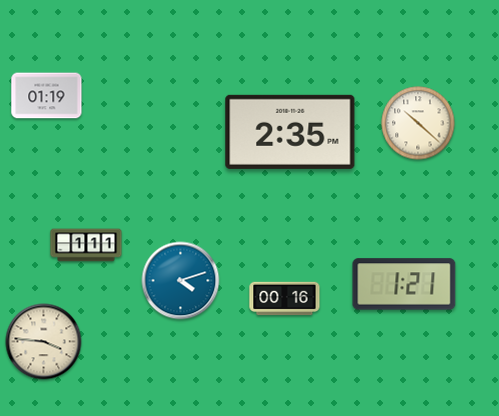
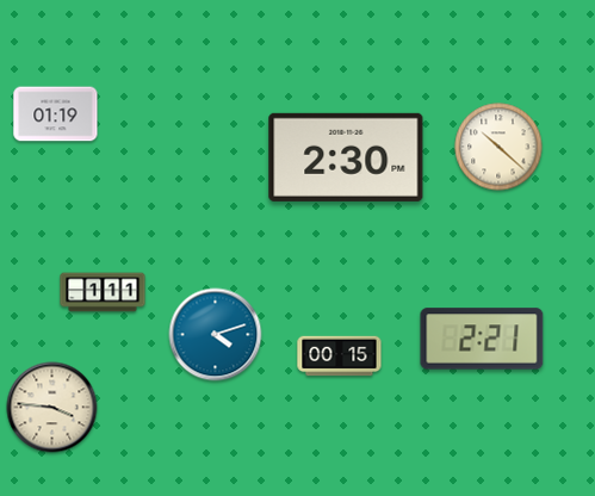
clock at (290, 132): 2:35 -> 2:30
clock at (404, 284): 1:21 -> 2:21
clock at (285, 299): 00:16 -> 00:15
